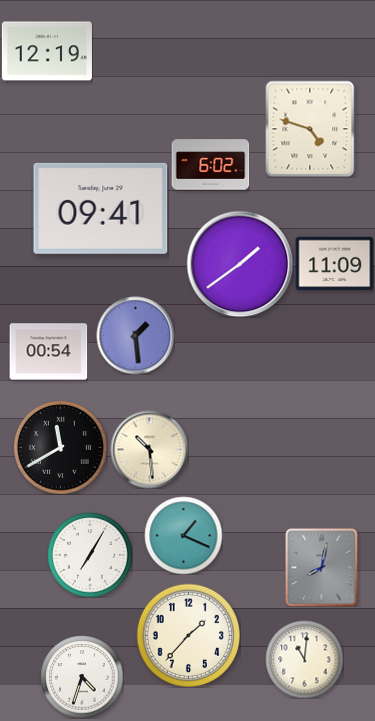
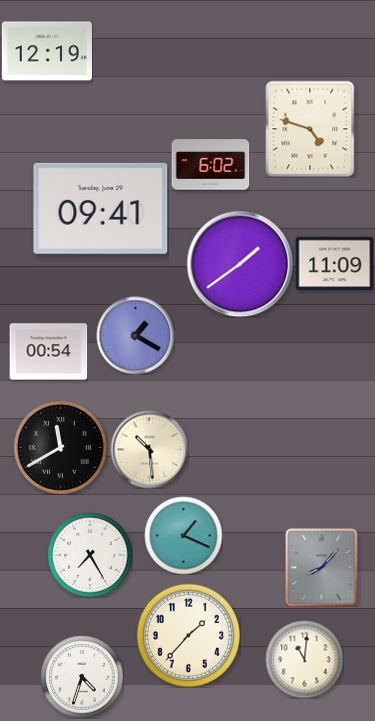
clock at (135, 335): 1:29 -> 1:20
clock at (90, 555): 7:05 -> 7:25
clock at (322, 567): 8:02 -> 8:07
